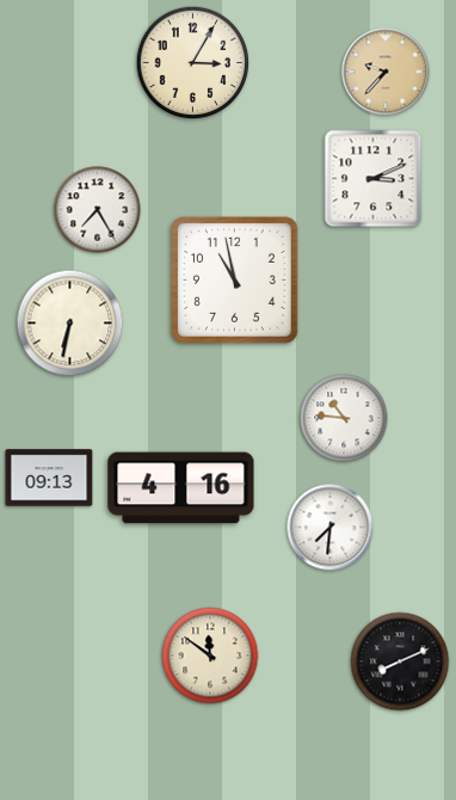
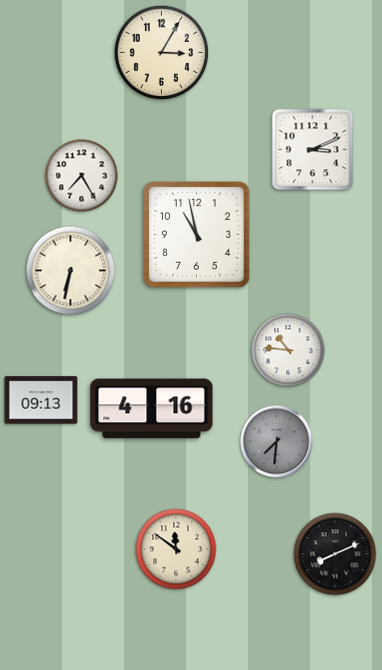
clock at (386, 72): 9:37 -> none
clock at (70, 324) position: (70, 324) -> (71, 271)
clock at (331, 528) dial: white -> grey
